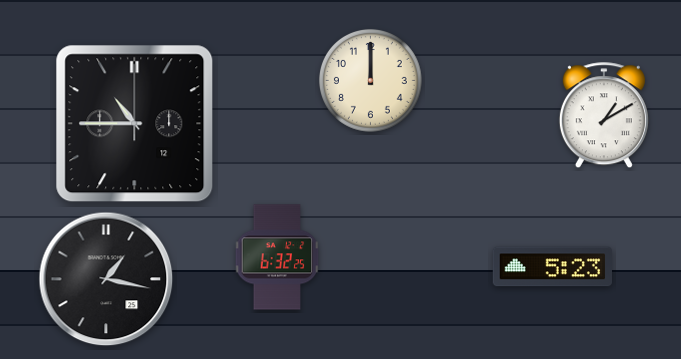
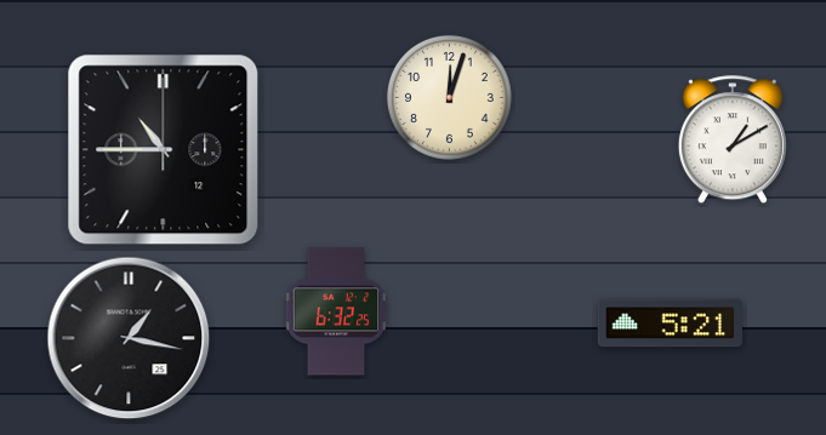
clock at (370, 80): 12:00 -> 12:03
clock at (552, 267): 5:23 -> 5:21
